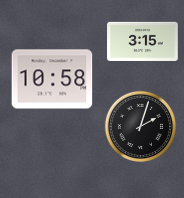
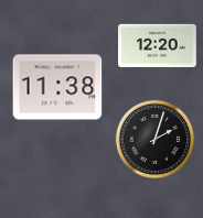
clock at (143, 41): 3:15 -> 12:20
clock at (52, 79): 10:58 -> 11:38
